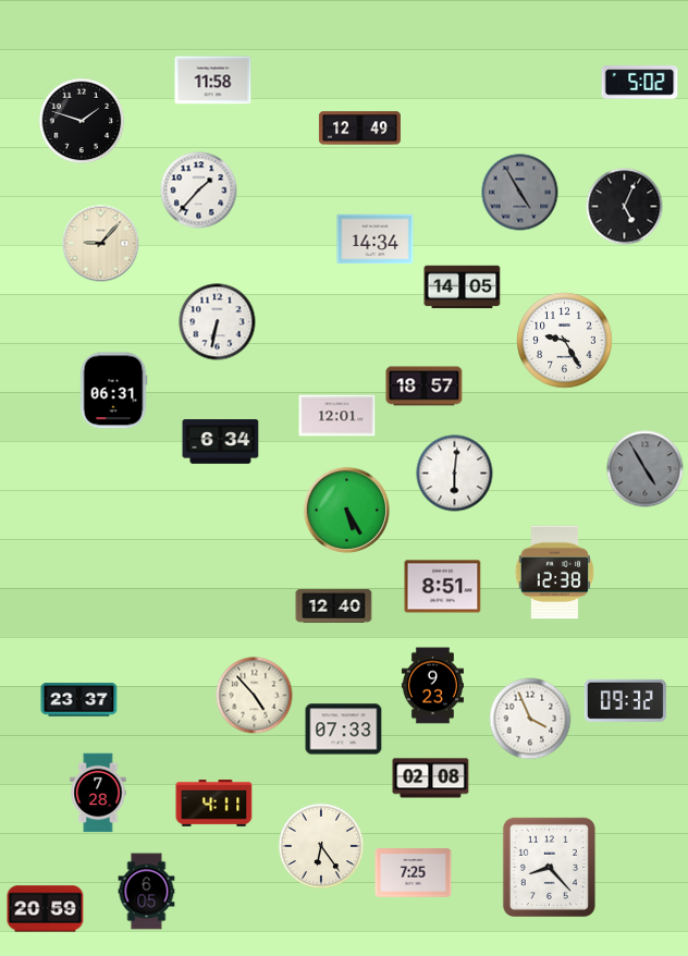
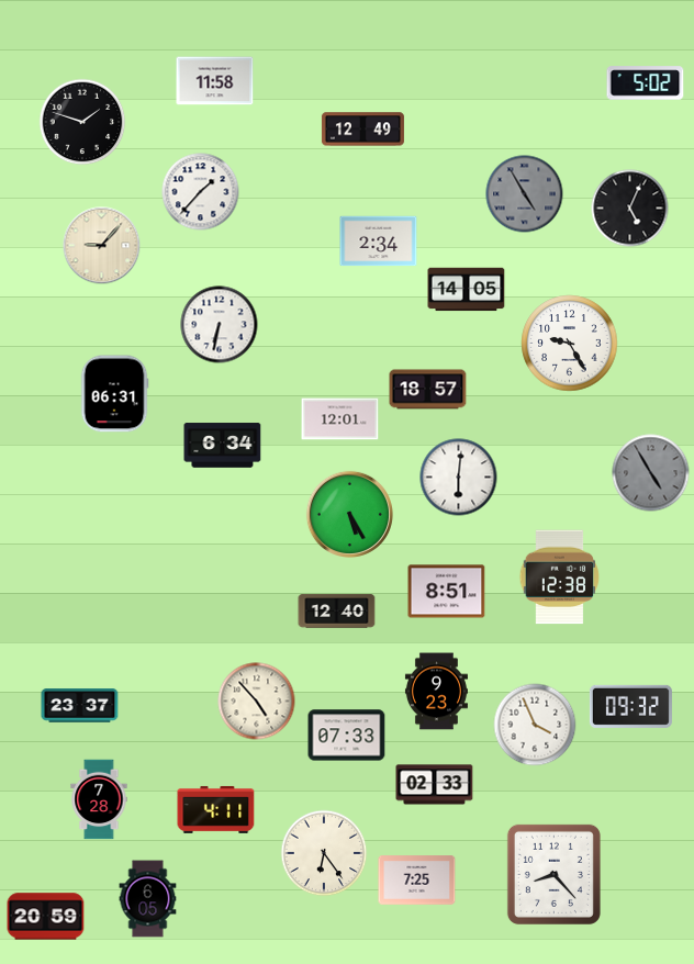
clock at (376, 240): 14:34 -> 2:34
clock at (431, 779): 02:08 -> 02:33
